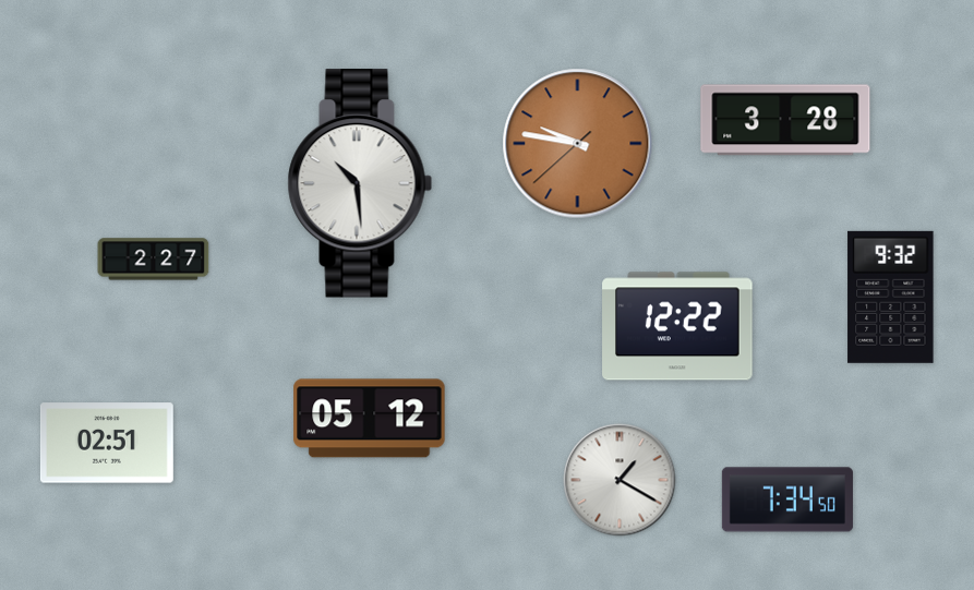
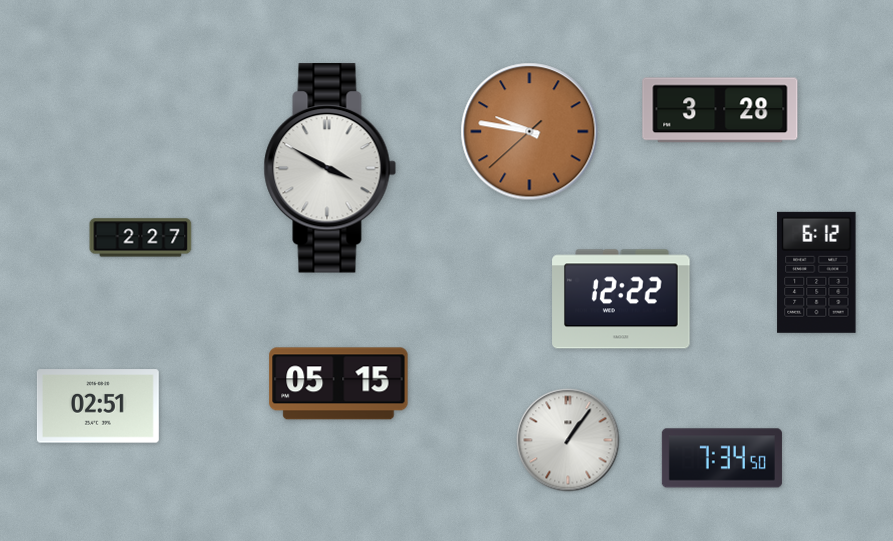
clock at (360, 183): 10:29 -> 3:50
clock at (891, 297): 9:32 -> 6:12
clock at (370, 419): 05:12 -> 05:15
clock at (620, 480): 1:20 -> 1:06
